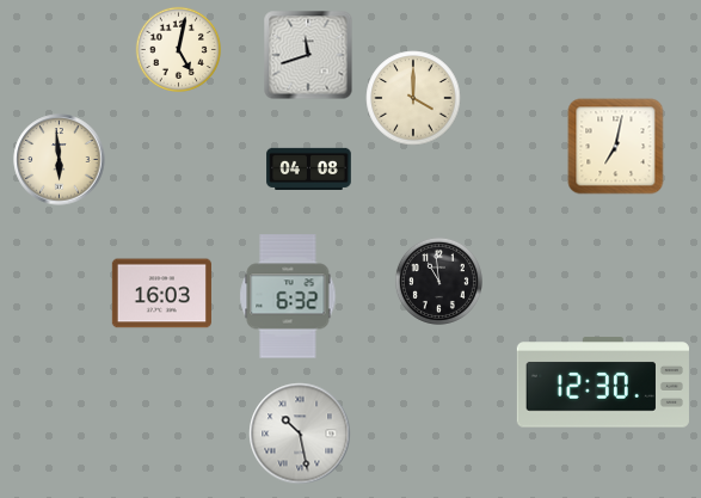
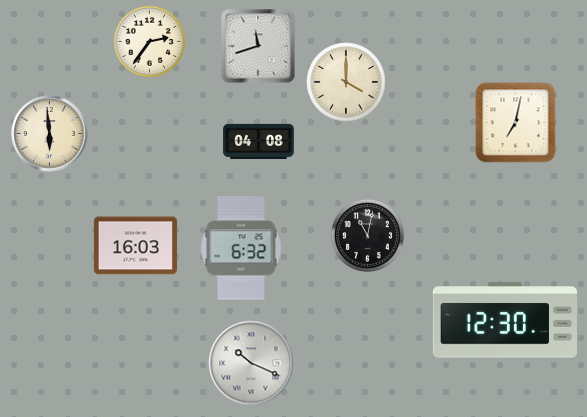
clock at (178, 49): 5:02 -> 2:36
clock at (438, 281): 10:59 -> 11:02
clock at (300, 434): 10:28 -> 10:19
